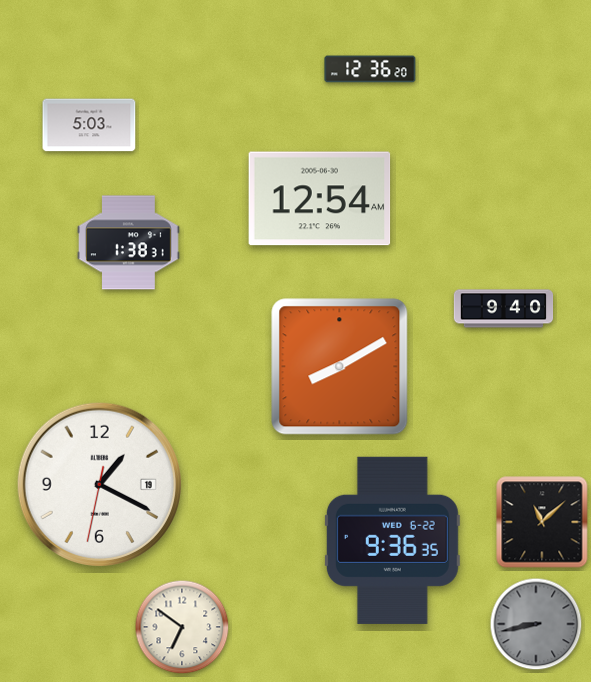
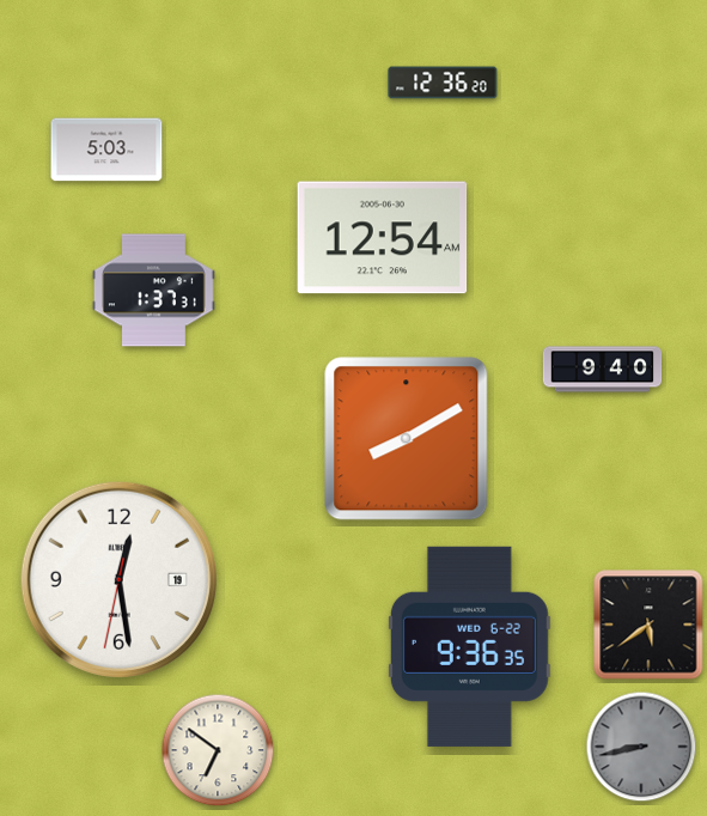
clock at (128, 243): 1:38 -> 1:37
clock at (99, 484): 1:19 -> 12:28
clock at (542, 522): 11:08 -> 5:39
